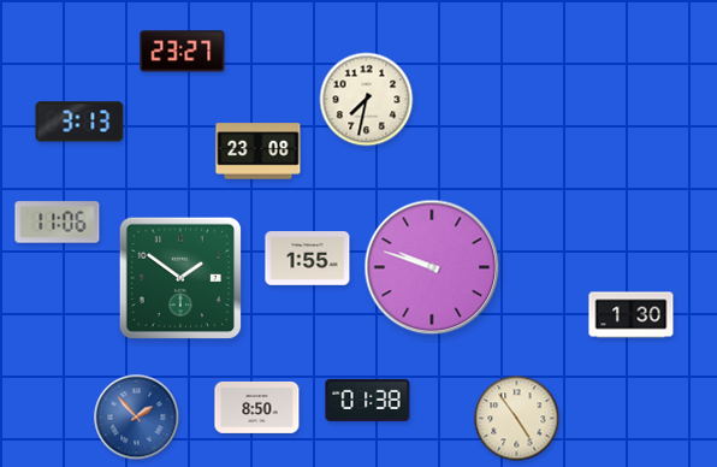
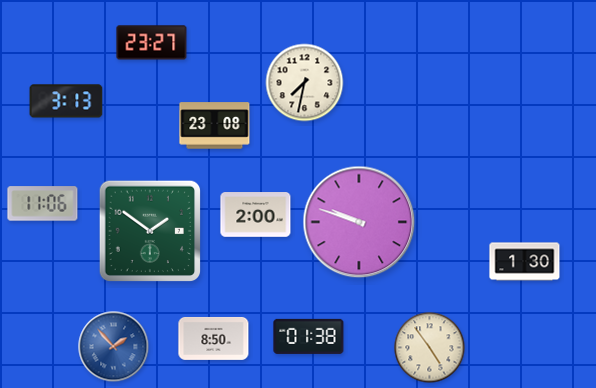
clock at (58, 223) position: (58, 223) -> (43, 204)
clock at (308, 259): 1:55 -> 2:00
clock at (368, 400) position: (368, 400) -> (309, 336)
